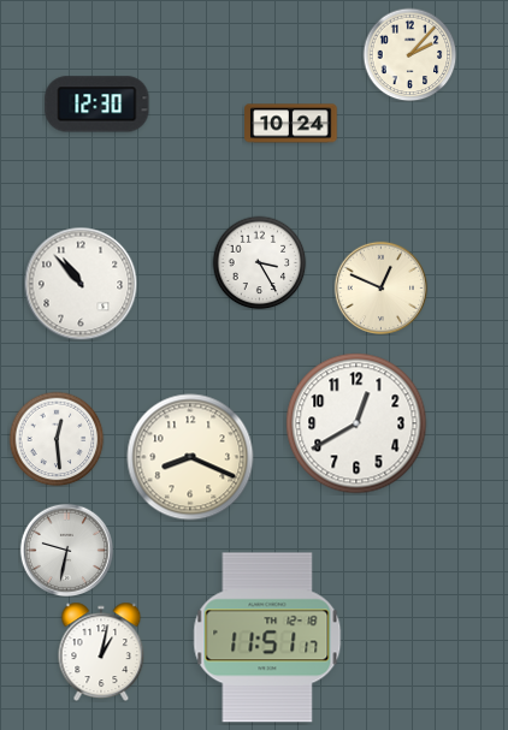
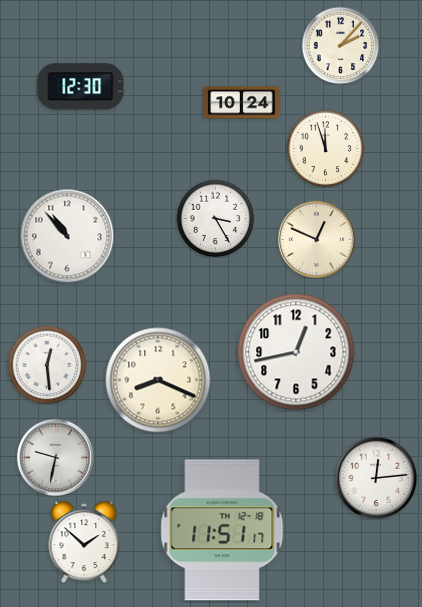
clock at (325, 148): none -> 11:57
clock at (356, 423): 12:40 -> 12:43
clock at (376, 478): none -> 12:14
clock at (101, 652): 1:02 -> 1:52
